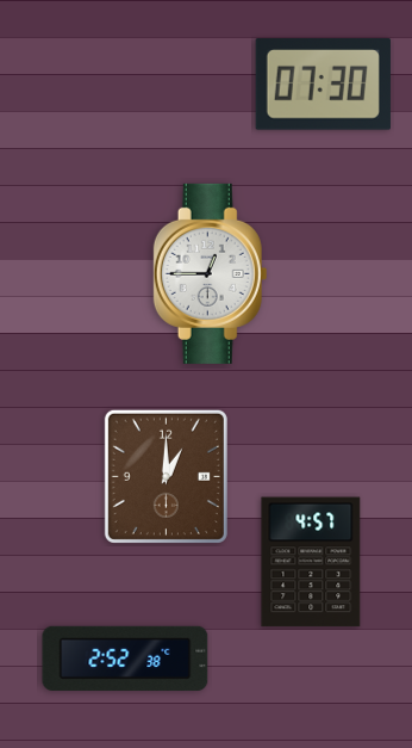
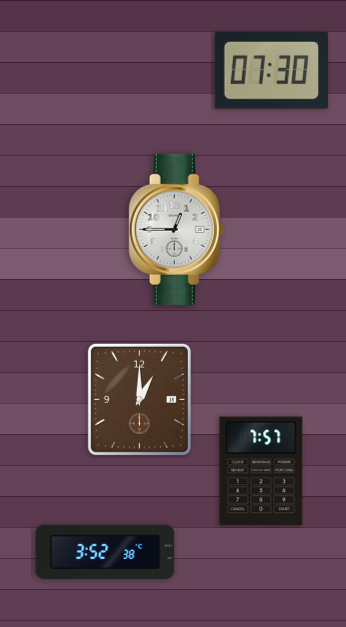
clock at (311, 562): 4:57 -> 7:57
clock at (125, 659): 2:52 -> 3:52
